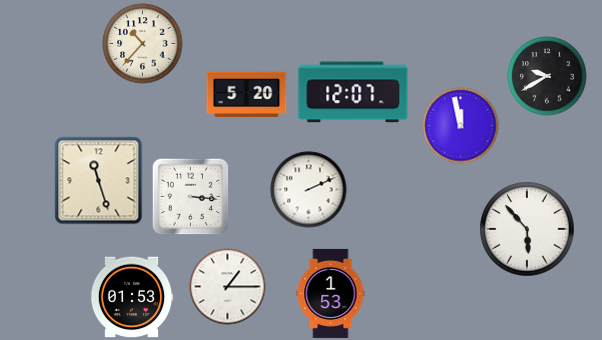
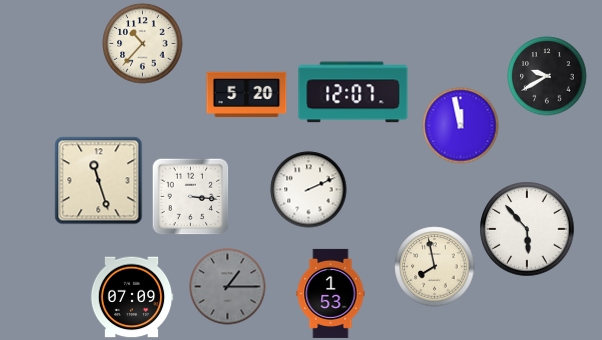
clock at (435, 267): none -> 7:58
clock at (228, 287) dial: white -> grey
clock at (132, 297): 01:53 -> 07:09
